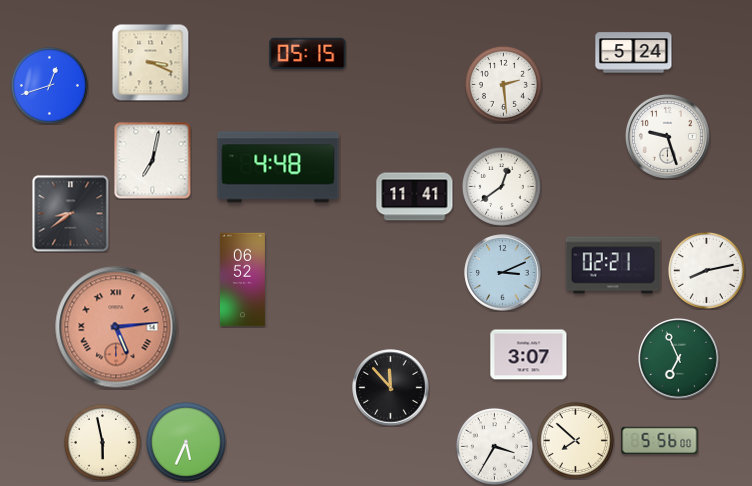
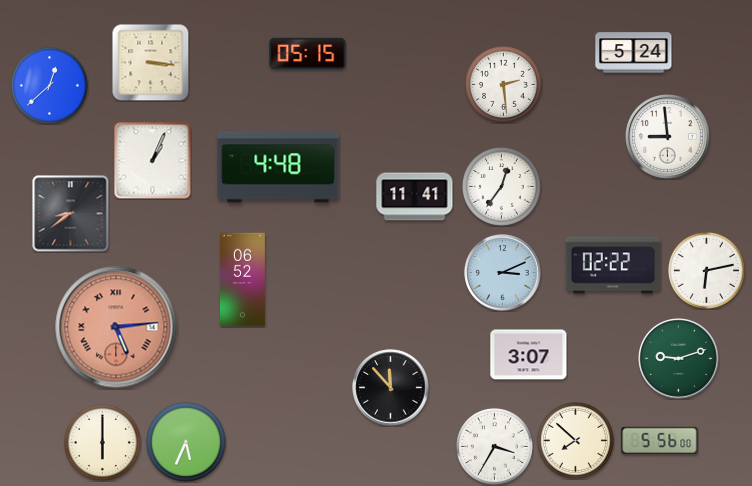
clock at (150, 63): 3:19 -> 3:16
clock at (49, 85): 12:42 -> 12:38
clock at (667, 136): 9:27 -> 8:59
clock at (153, 161): 7:02 -> 1:04
clock at (501, 186): 12:39 -> 12:36
clock at (613, 265): 02:21 -> 02:22
clock at (706, 270): 8:13 -> 6:13
clock at (679, 359): 6:56 -> 9:12
clock at (102, 442): 5:58 -> 6:00
